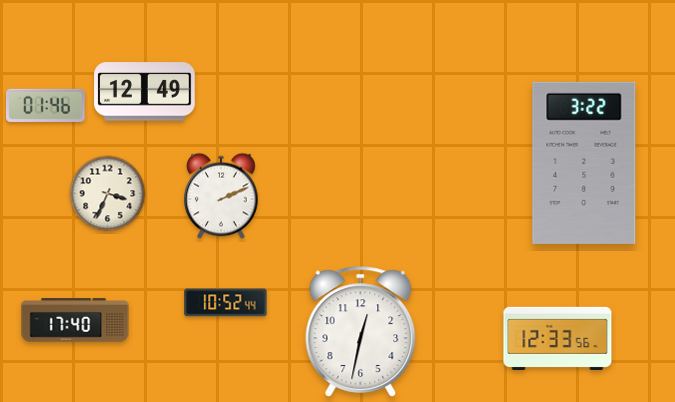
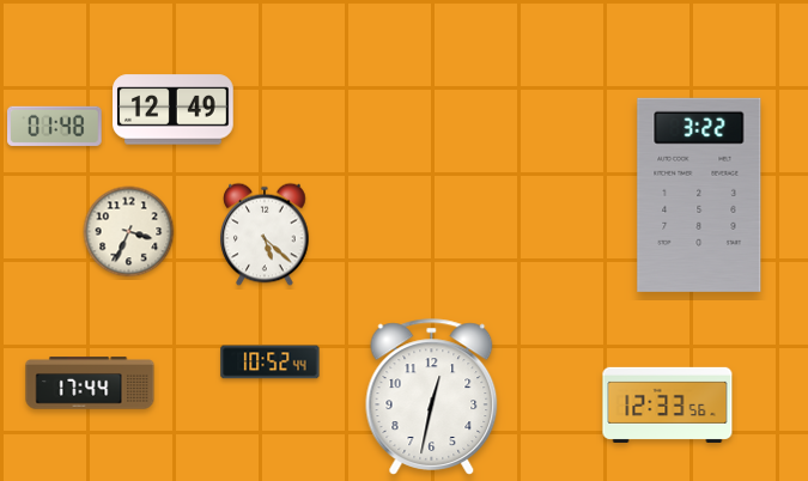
clock at (46, 105): 01:46 -> 01:48
clock at (221, 196): 2:11 -> 5:22
clock at (75, 320): 17:40 -> 17:44
